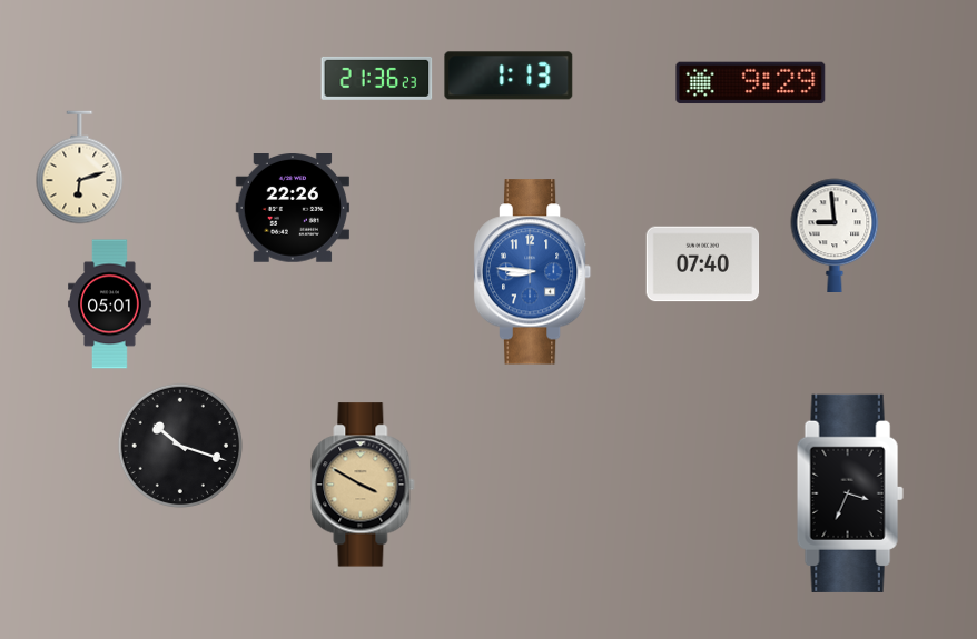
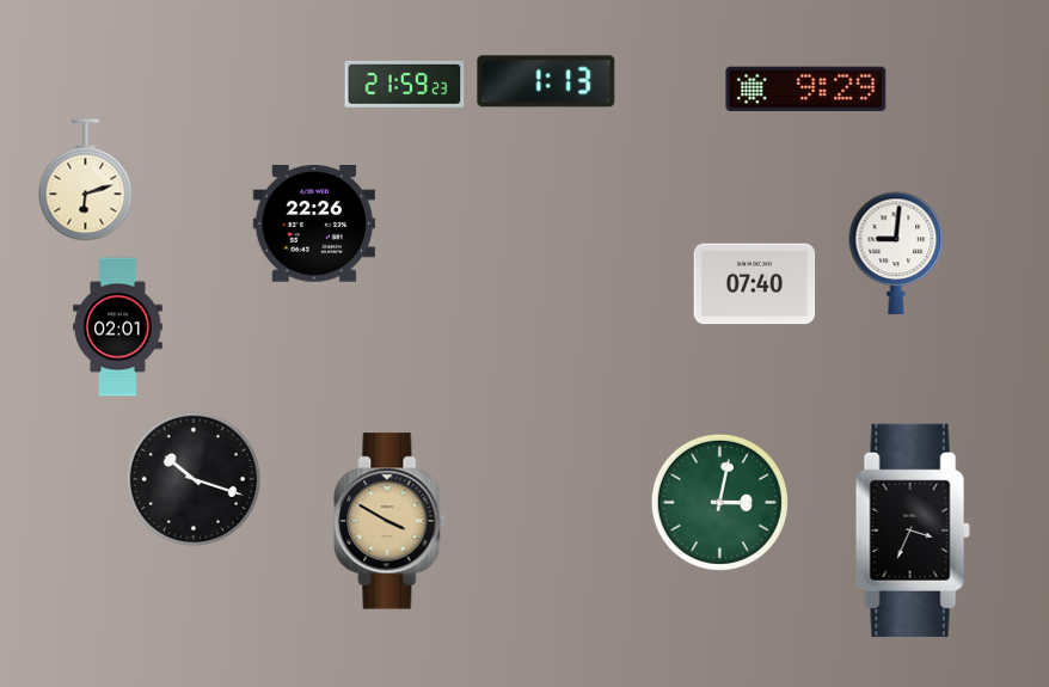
clock at (377, 78): 21:36 -> 21:59
clock at (835, 234): 8:59 -> 9:01
clock at (533, 272): 8:46 -> none
clock at (110, 304): 05:01 -> 02:01
clock at (719, 502): none -> 3:02
